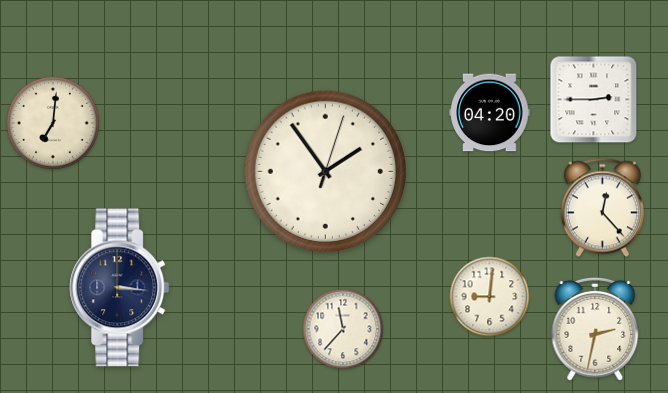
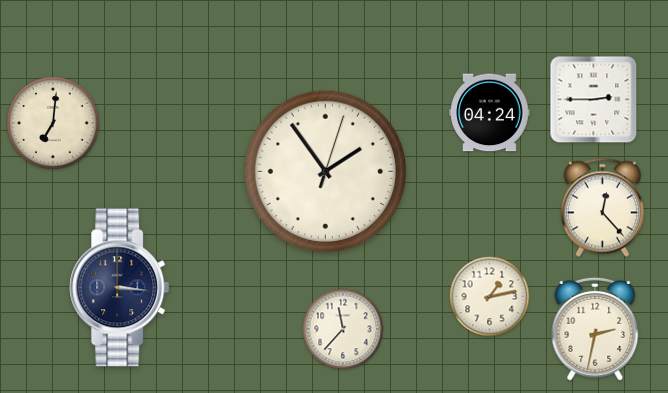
clock at (490, 113): 04:20 -> 04:24
clock at (490, 297): 9:01 -> 1:13
